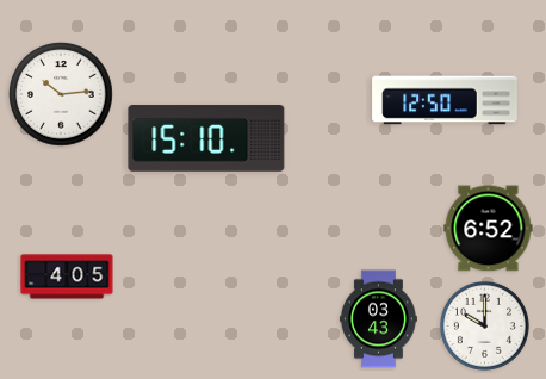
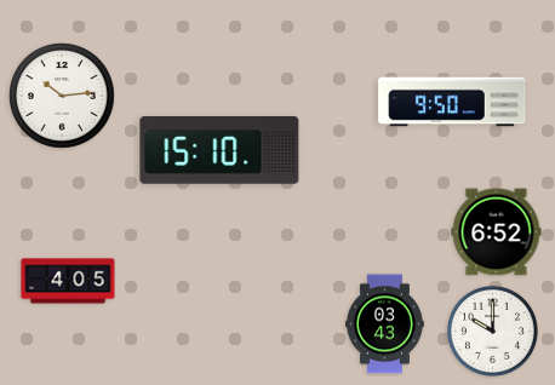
clock at (445, 100): 12:50 -> 9:50
clock at (206, 138) position: (206, 138) -> (219, 150)
